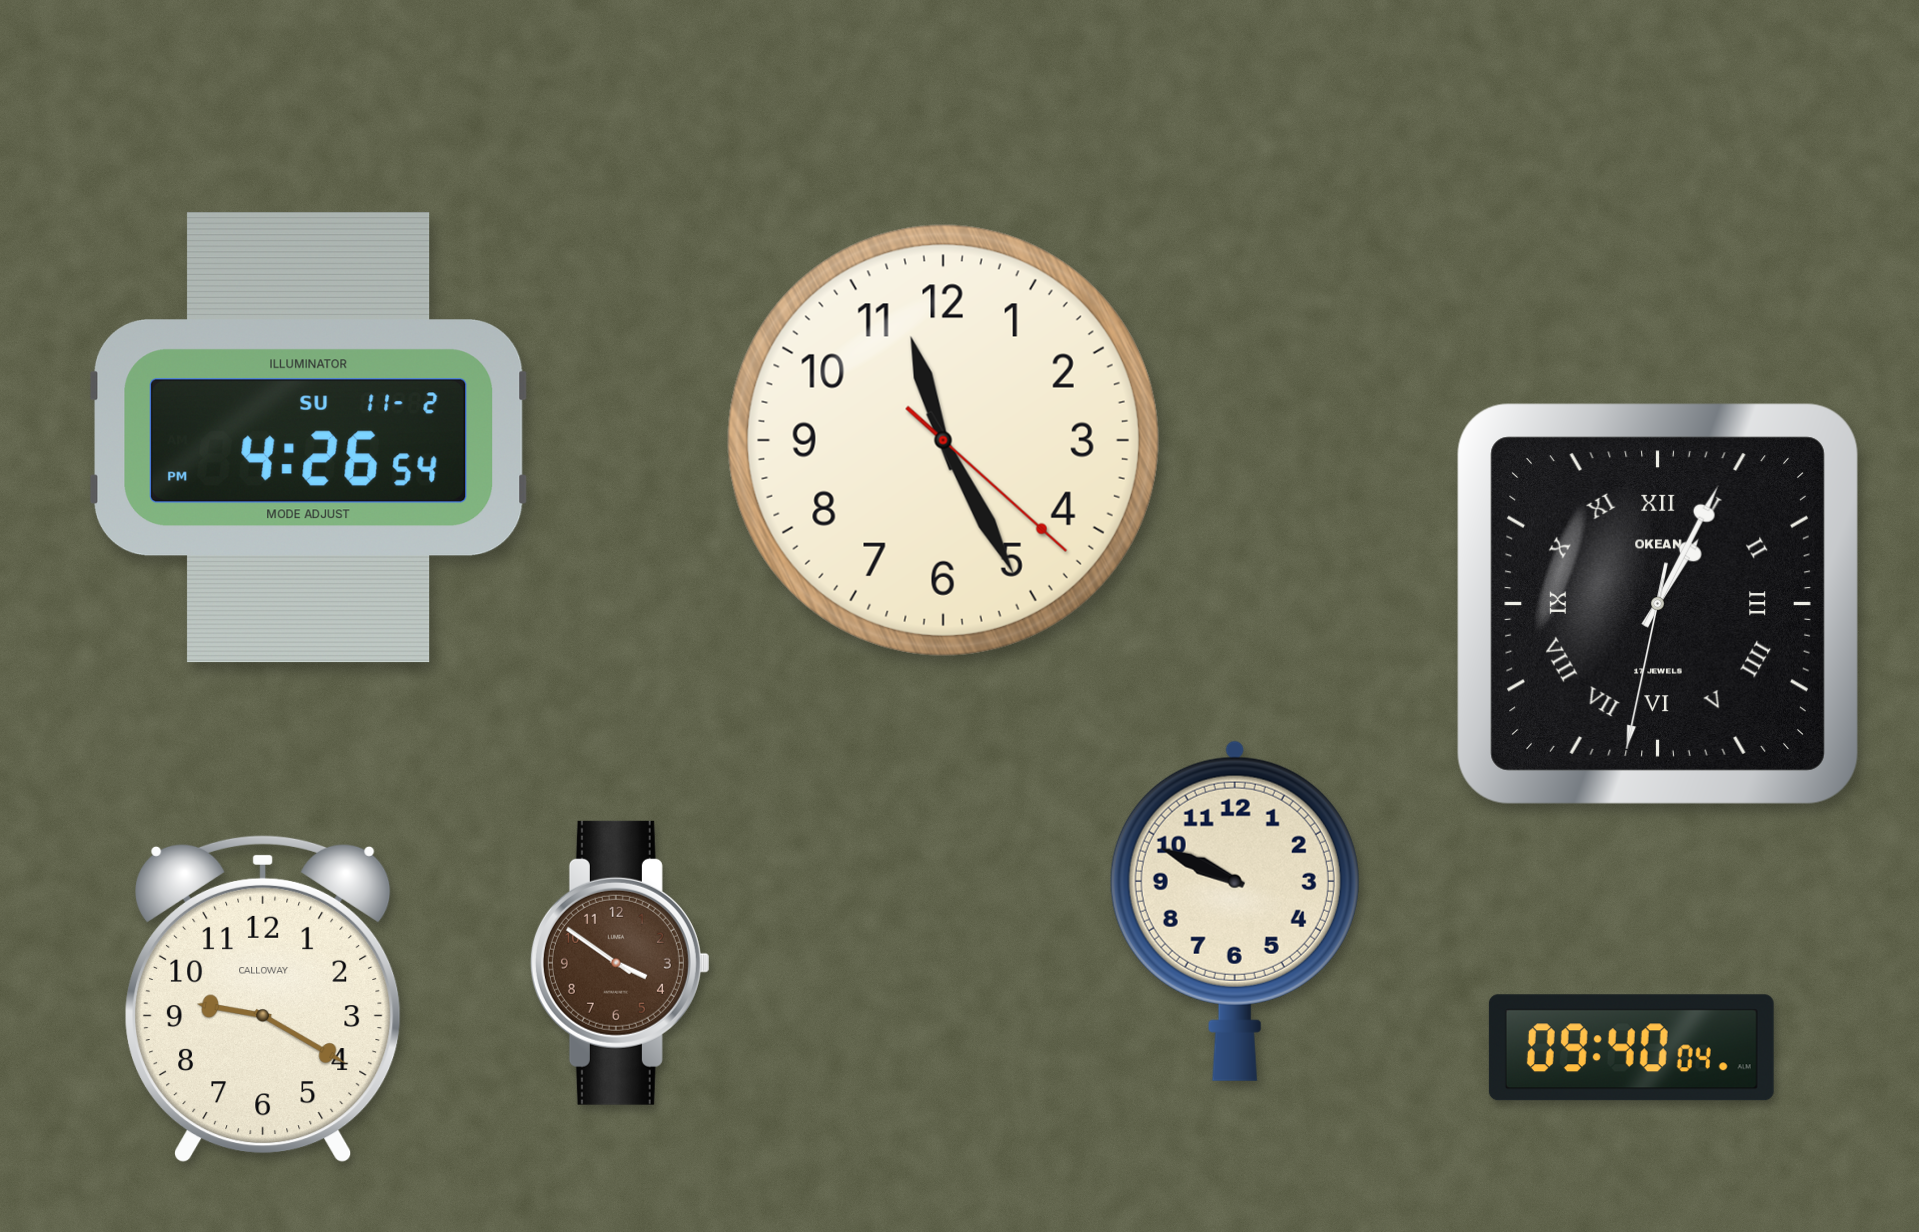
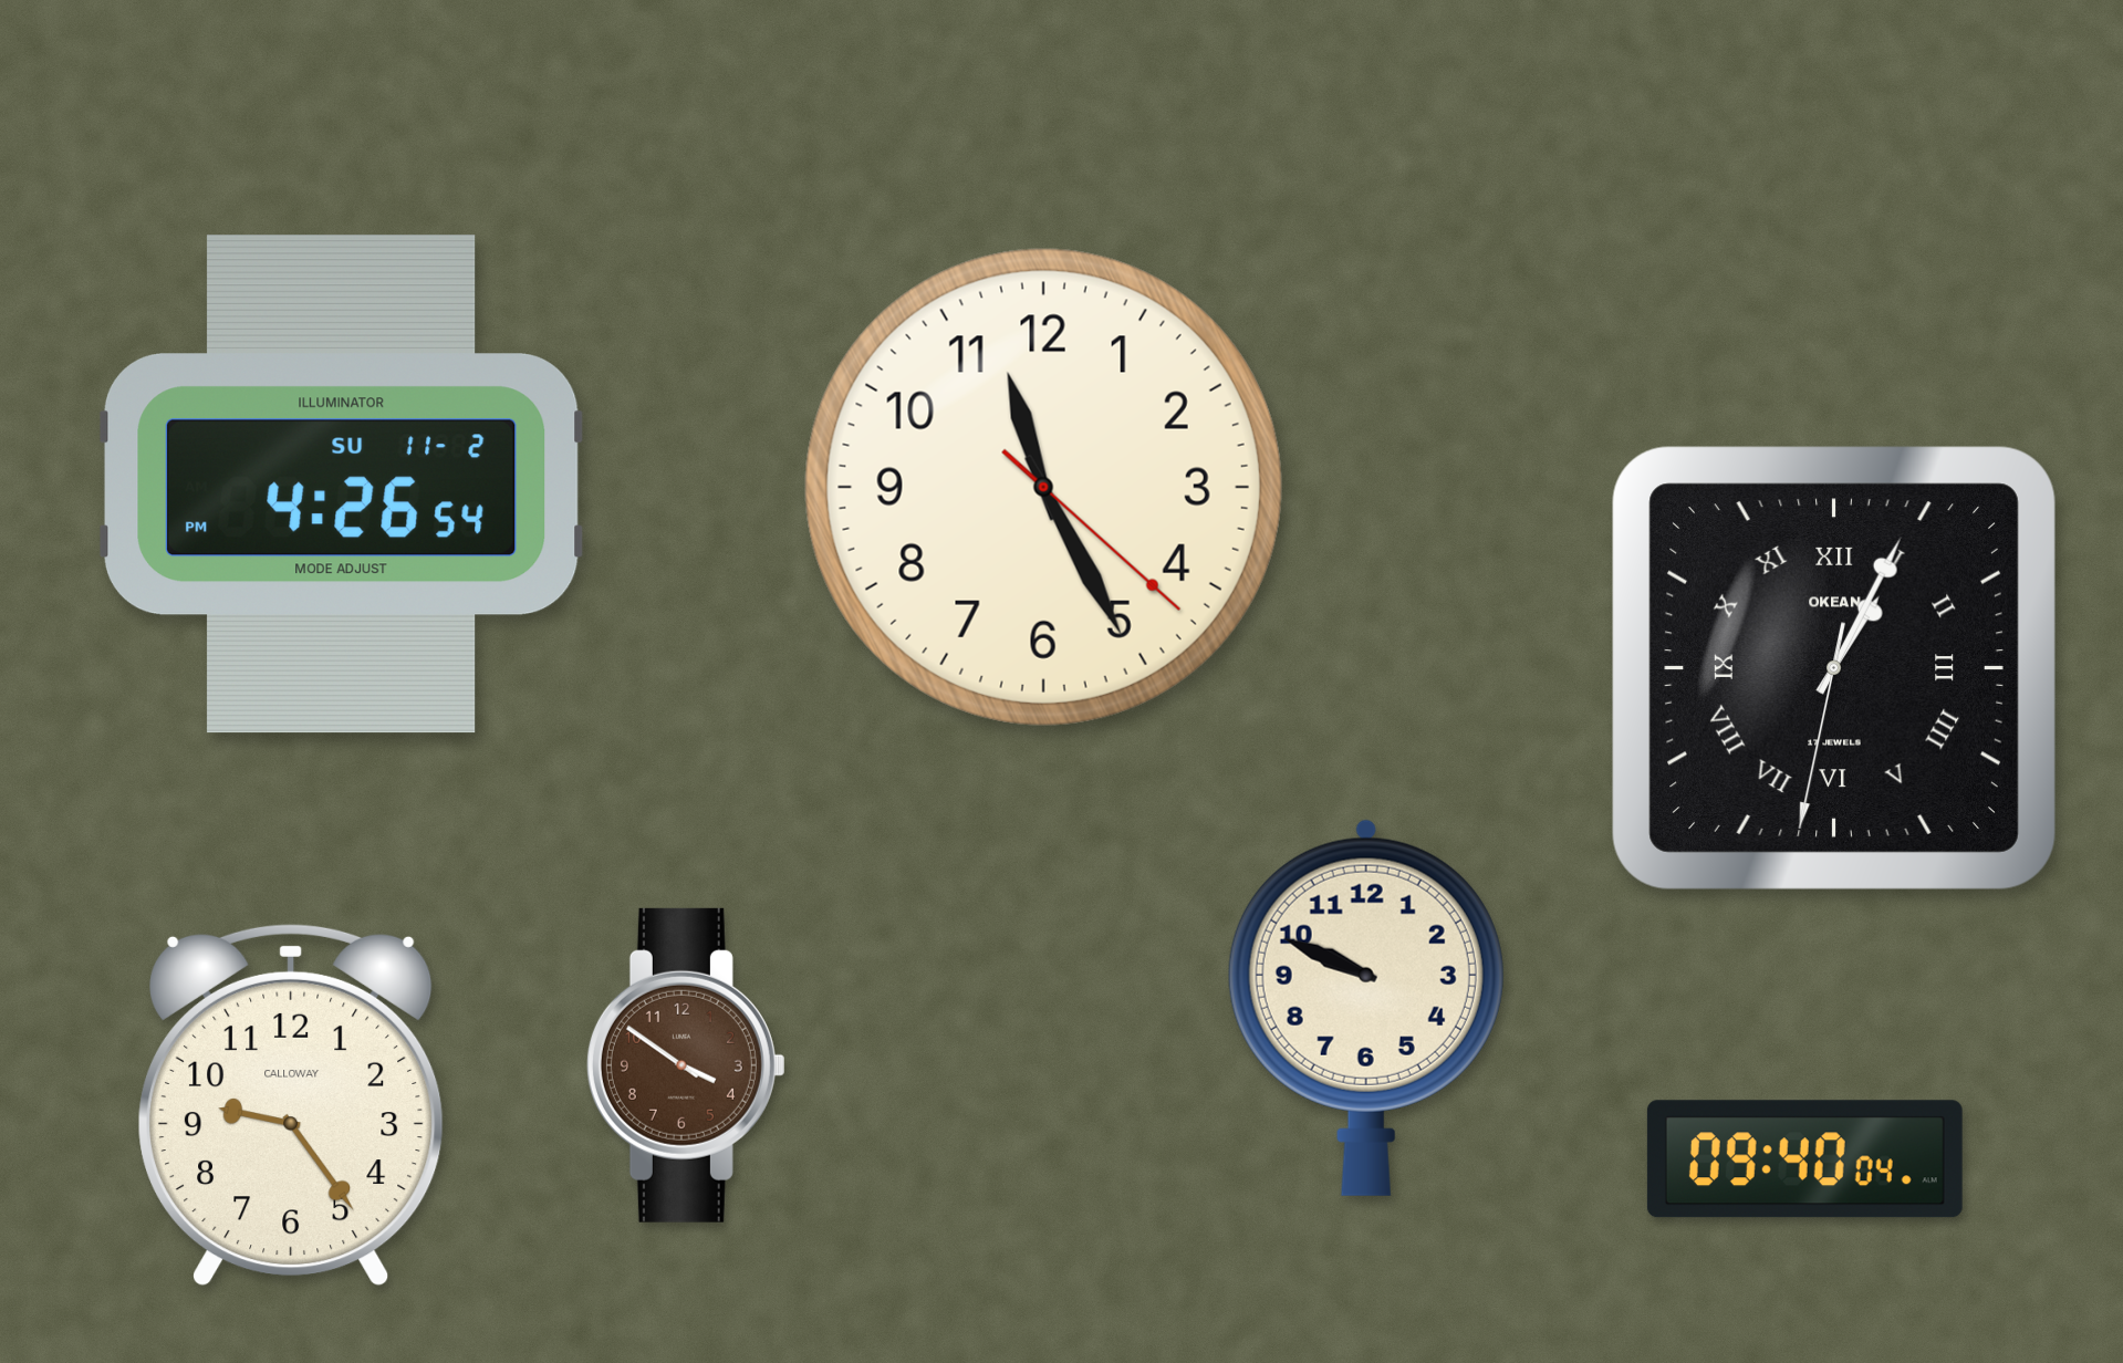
clock at (263, 999): 9:20 -> 9:24
